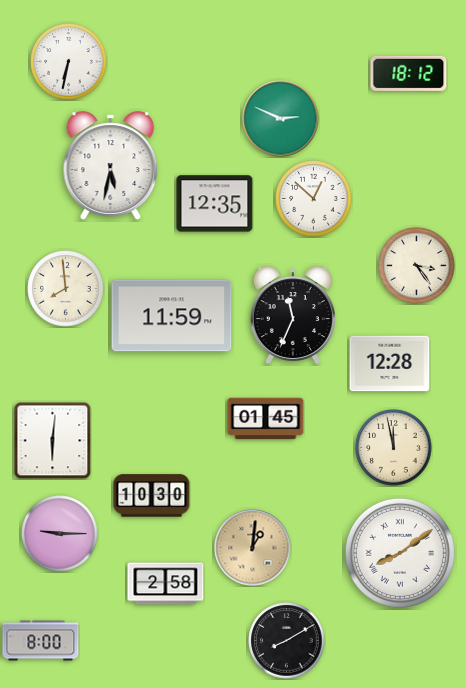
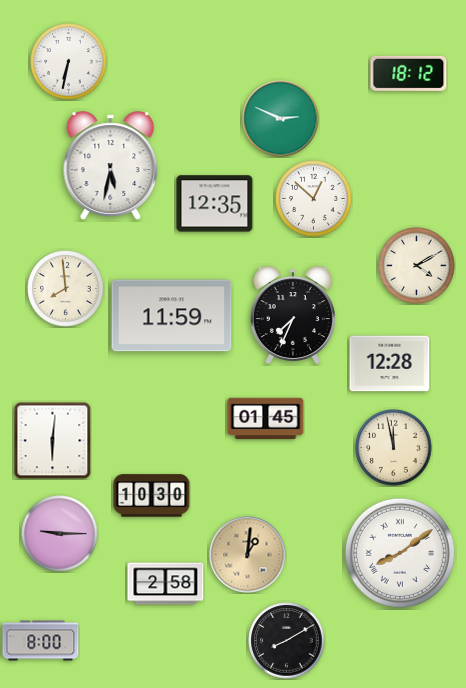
clock at (417, 266): 3:24 -> 4:10
clock at (293, 315): 11:34 -> 7:34
clock at (253, 548) position: (253, 548) -> (248, 555)
